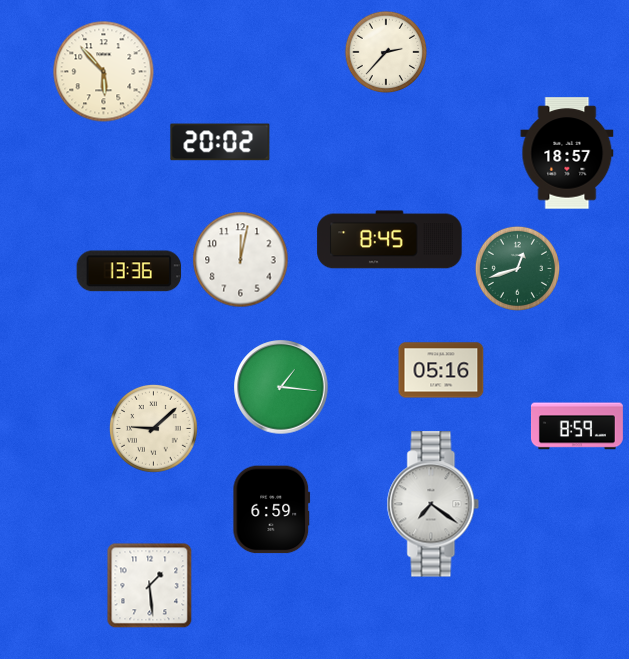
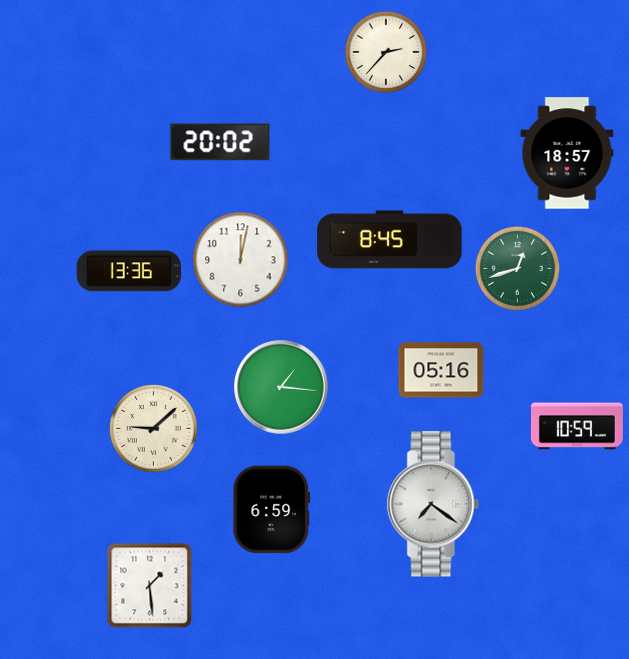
clock at (104, 72): 5:53 -> none
clock at (577, 426): 8:59 -> 10:59
